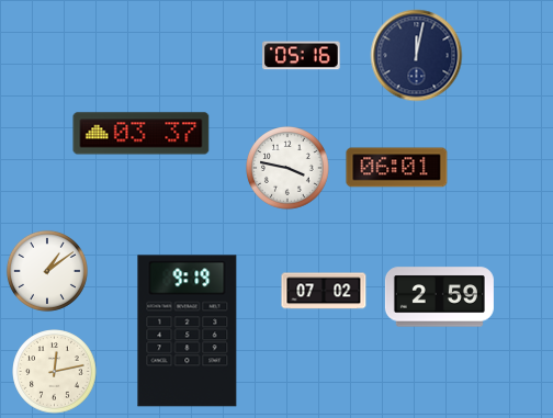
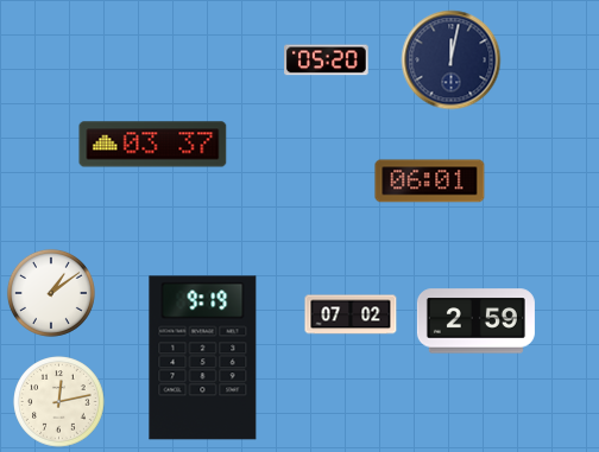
clock at (302, 56): 05:16 -> 05:20
clock at (289, 169): 3:47 -> none
